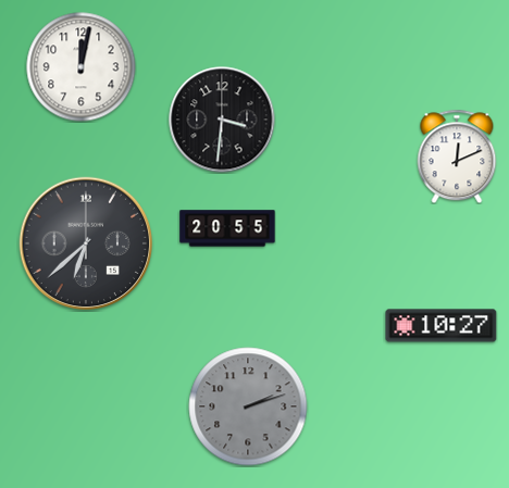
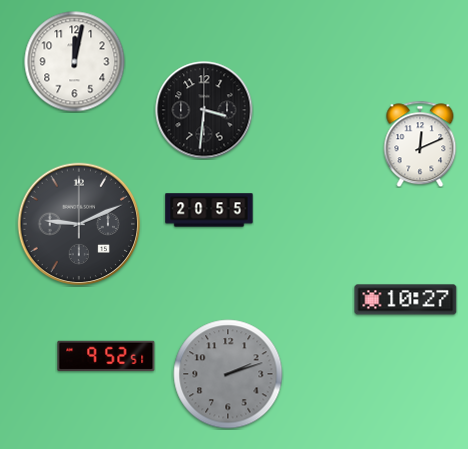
clock at (86, 243): 6:38 -> 9:11
clock at (106, 355): none -> 9:52
